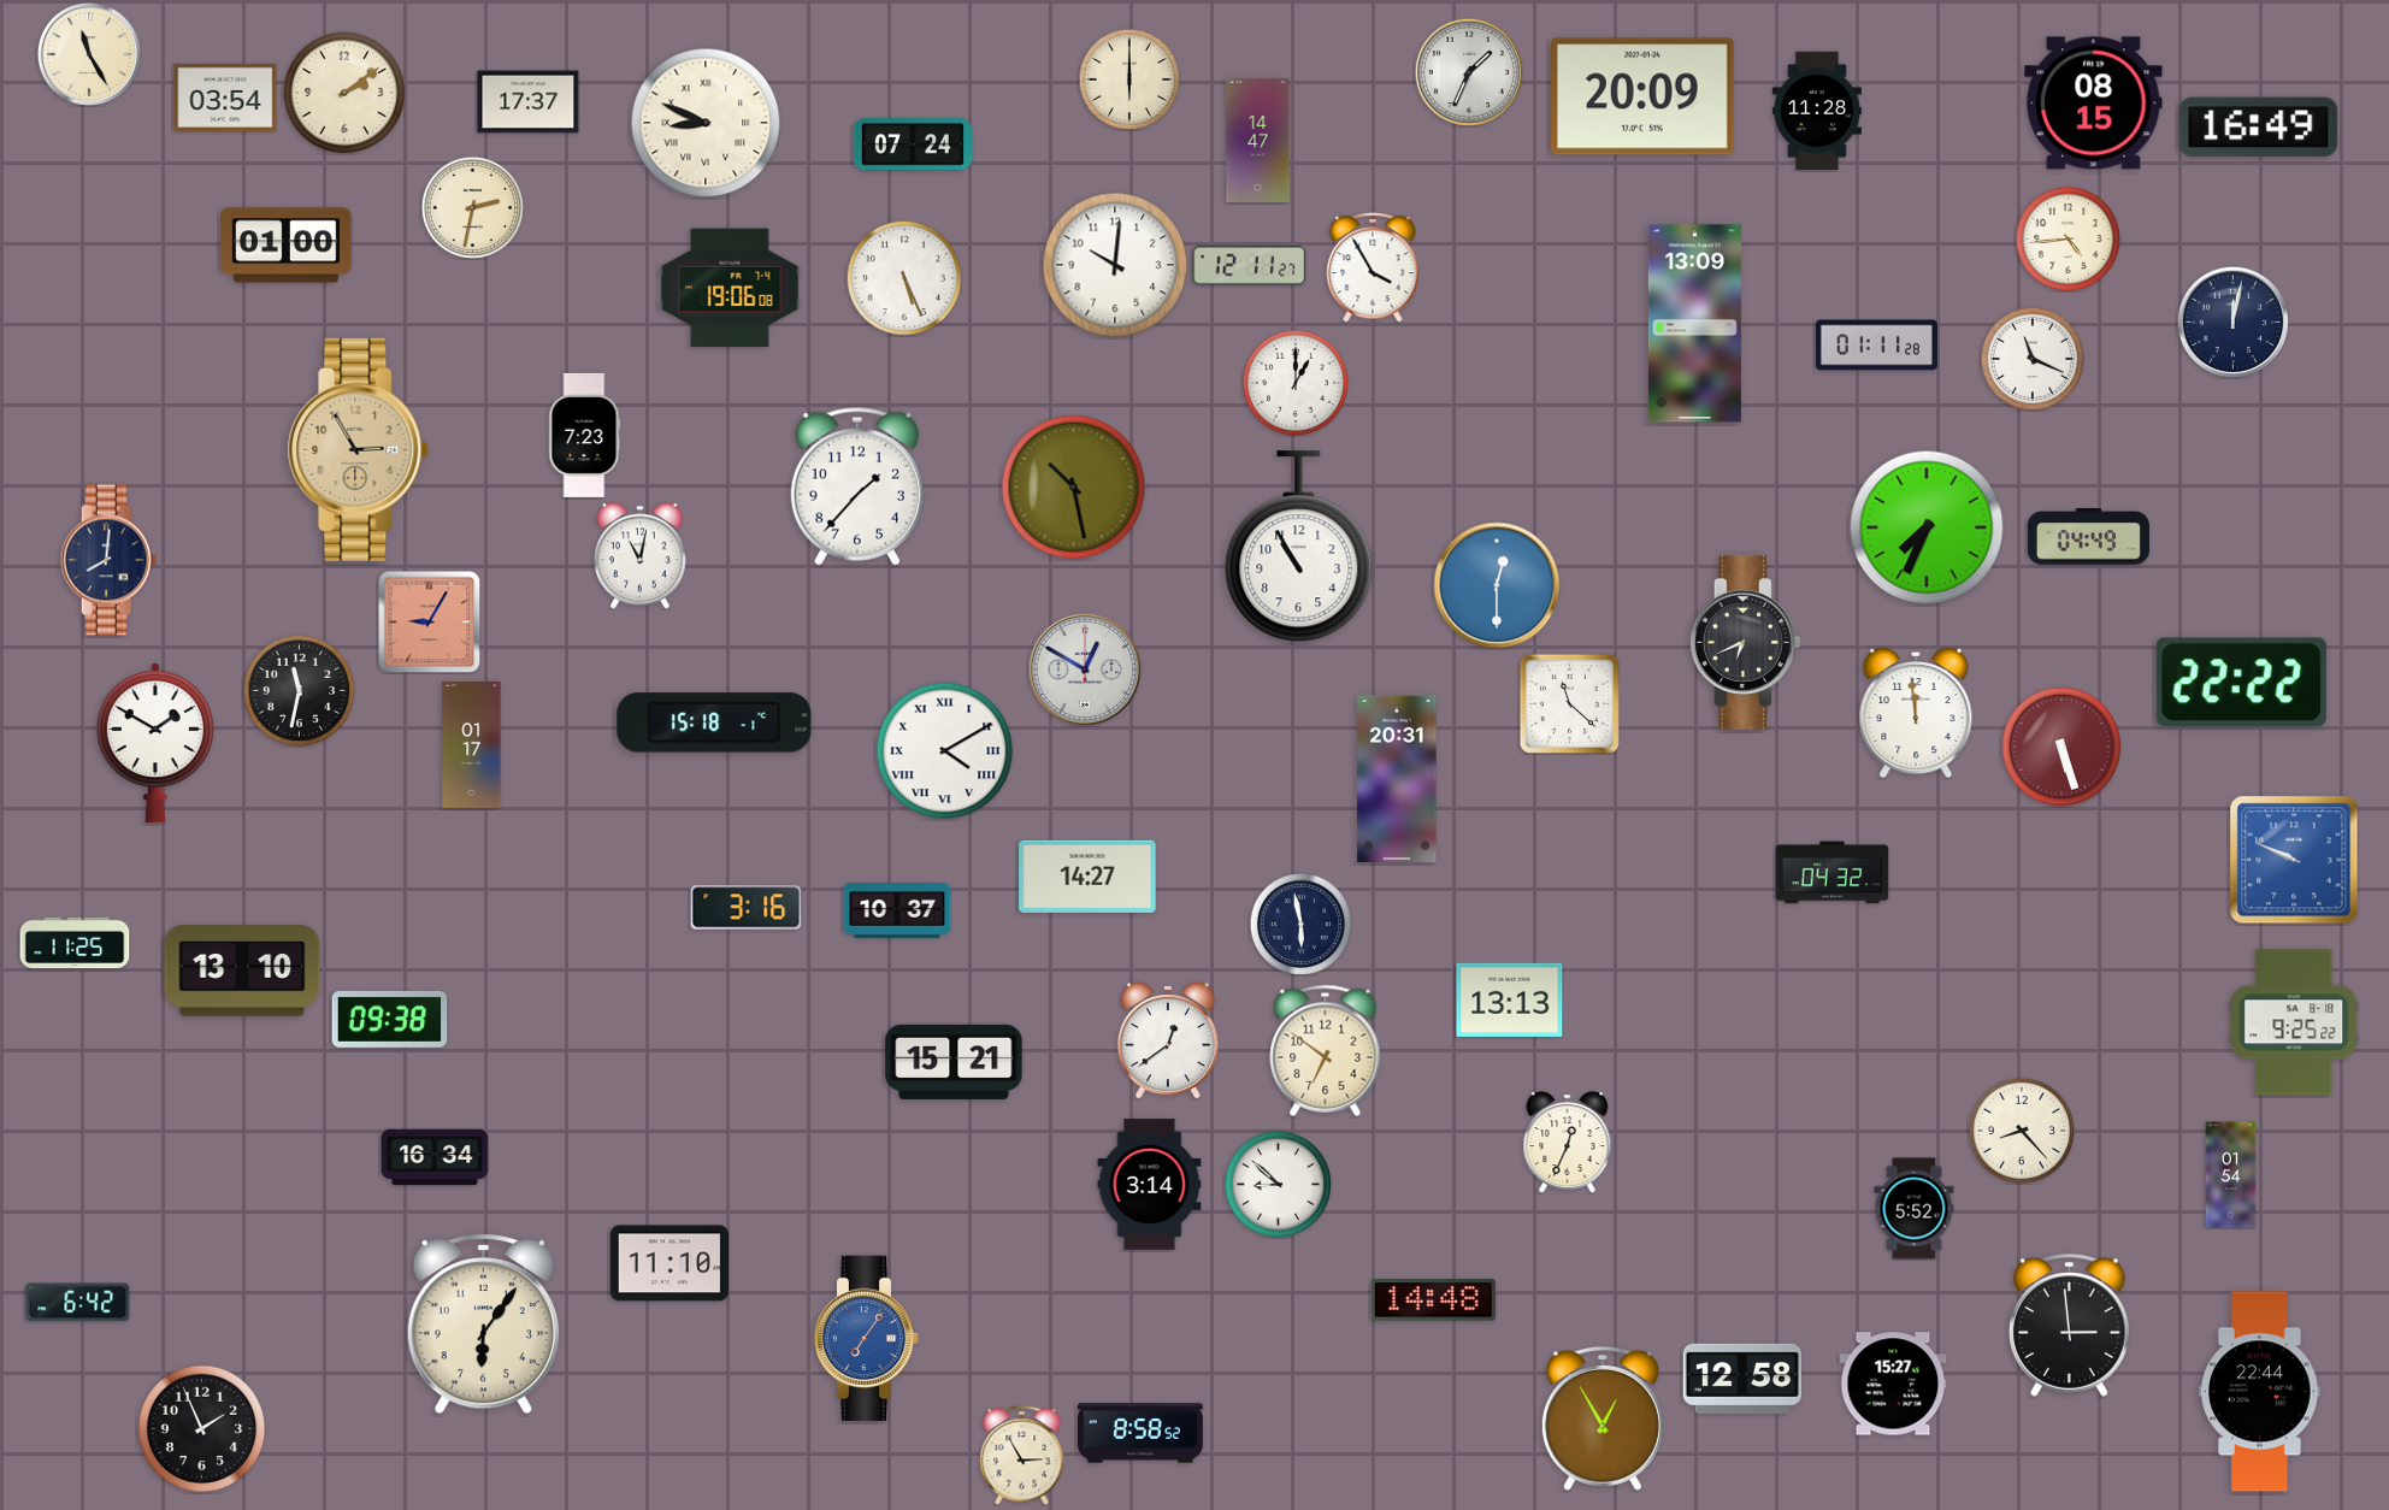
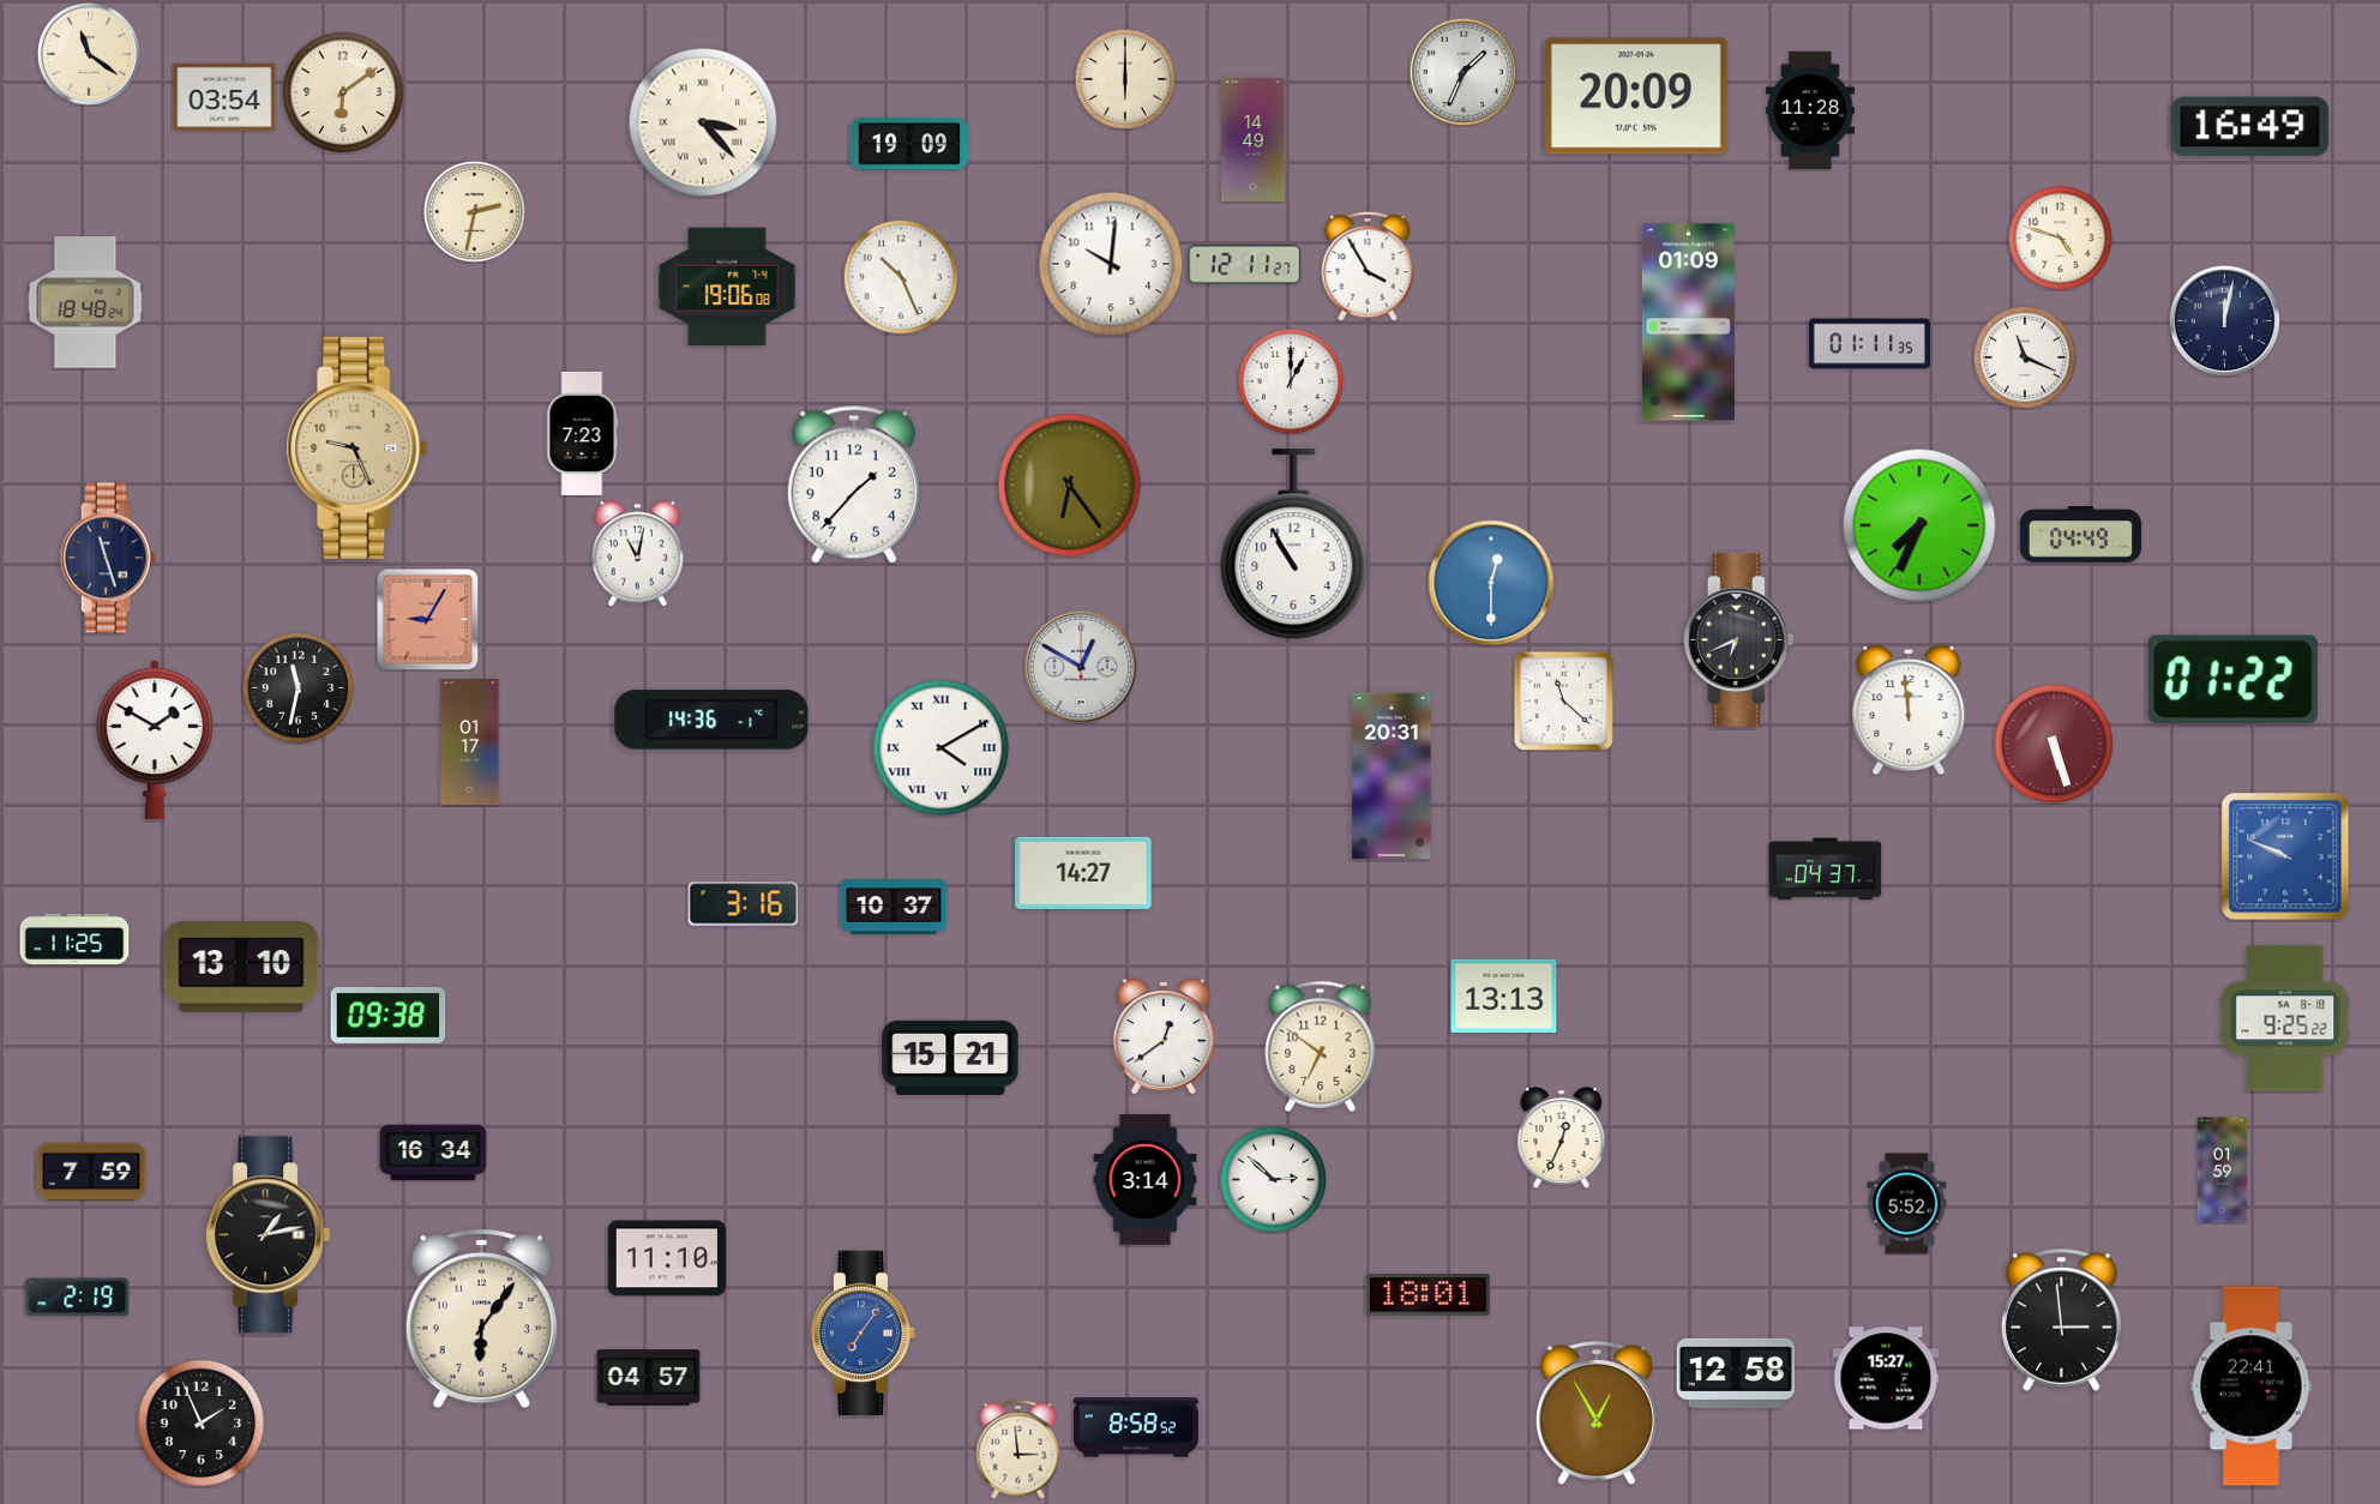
clock at (89, 54): 11:25 -> 11:21
clock at (344, 93): 2:09 -> 6:09
clock at (529, 102): 17:37 -> none
clock at (2094, 104): 08:15 -> none
clock at (706, 123): 8:49 -> 3:23
clock at (1258, 140): 14:47 -> 14:49
clock at (912, 144): 07:24 -> 19:09
clock at (472, 207) position: (472, 207) -> (474, 211)
clock at (2067, 238): 4:44 -> 4:48
clock at (287, 246): 01:00 -> none
clock at (904, 278): 5:26 -> 10:26
clock at (85, 302): none -> 18:48
clock at (1694, 324): 13:09 -> 01:09
clock at (1876, 346): 01:11:28 -> 01:11:35
clock at (359, 449): 2:55 -> 9:26
clock at (1074, 488): 10:28 -> 6:24
clock at (108, 560): 8:01 -> 11:27
clock at (2241, 683): 22:22 -> 01:22
clock at (714, 722): 15:18 -> 14:36
clock at (1833, 873): 04:32 -> 04:37
clock at (1300, 924): 5:58 -> none
clock at (2021, 1129): 8:23 -> none
clock at (2231, 1175): 01:54 -> 01:59
clock at (91, 1172): none -> 7:59
clock at (1278, 1184): 8:52 -> 2:52
clock at (269, 1235): none -> 1:13
clock at (1433, 1300): 14:48 -> 18:01
clock at (78, 1303): 6:42 -> 2:19
clock at (649, 1378): none -> 04:57
clock at (2260, 1392): 22:44 -> 22:41
clock at (1022, 1456): 2:55 -> 2:59
